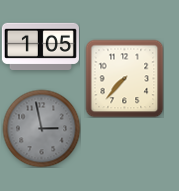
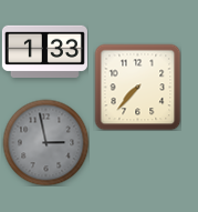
clock at (40, 46): 1:05 -> 1:33
